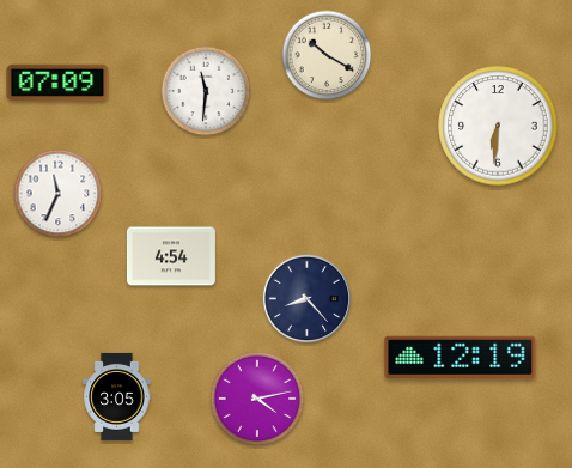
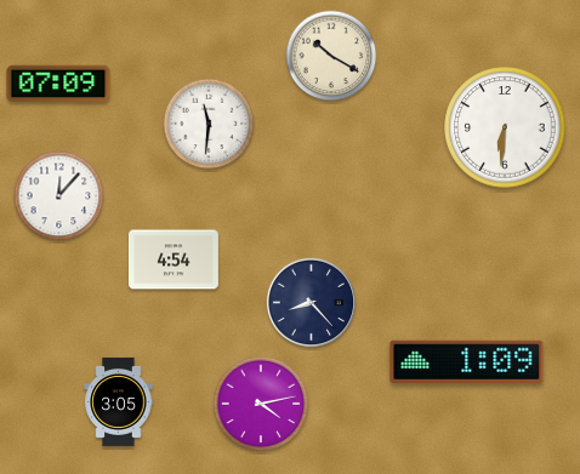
clock at (206, 91) position: (206, 91) -> (209, 124)
clock at (59, 194): 11:34 -> 12:07
clock at (461, 357): 12:19 -> 1:09
